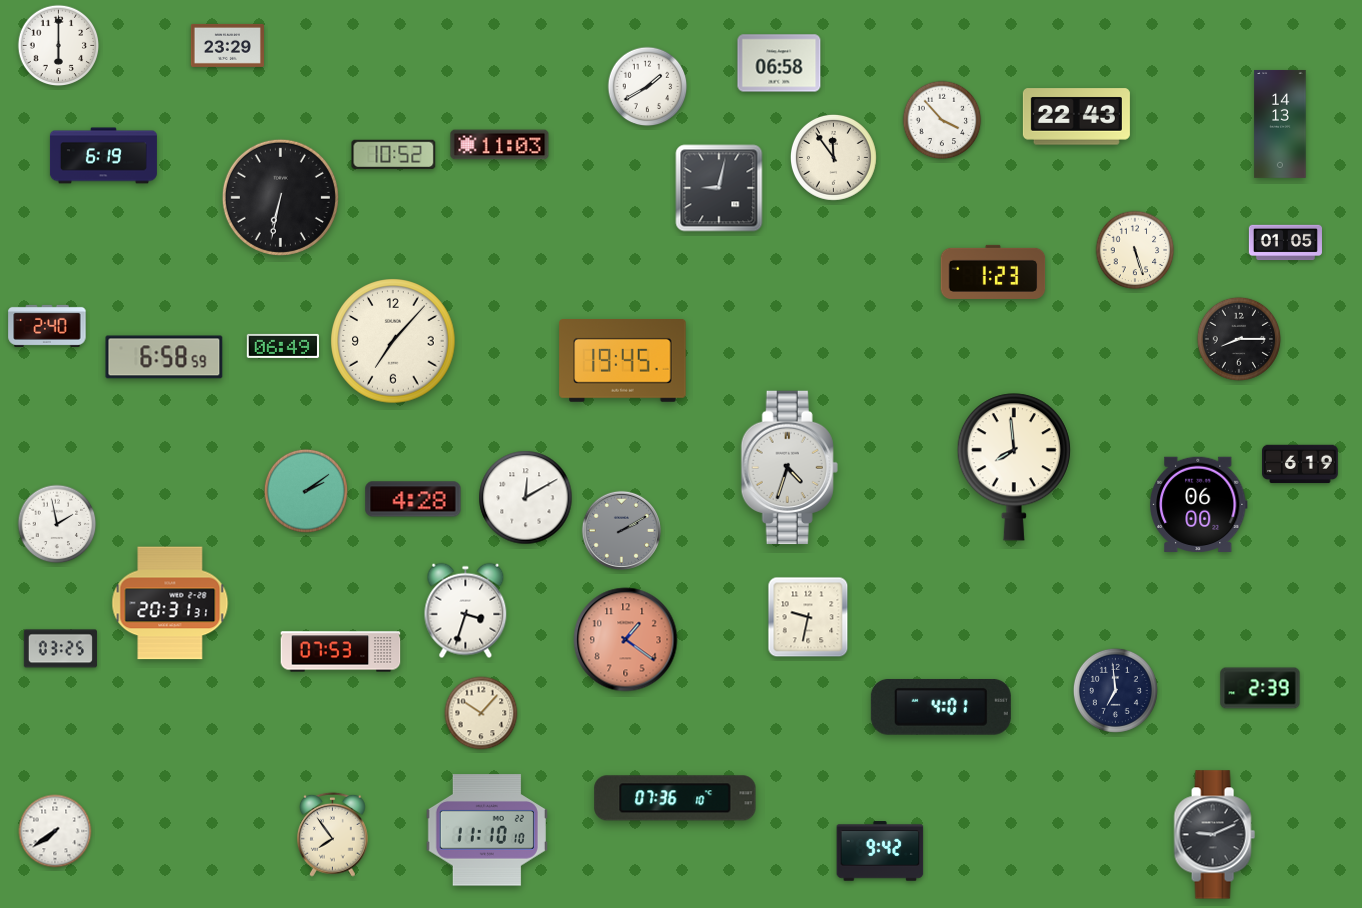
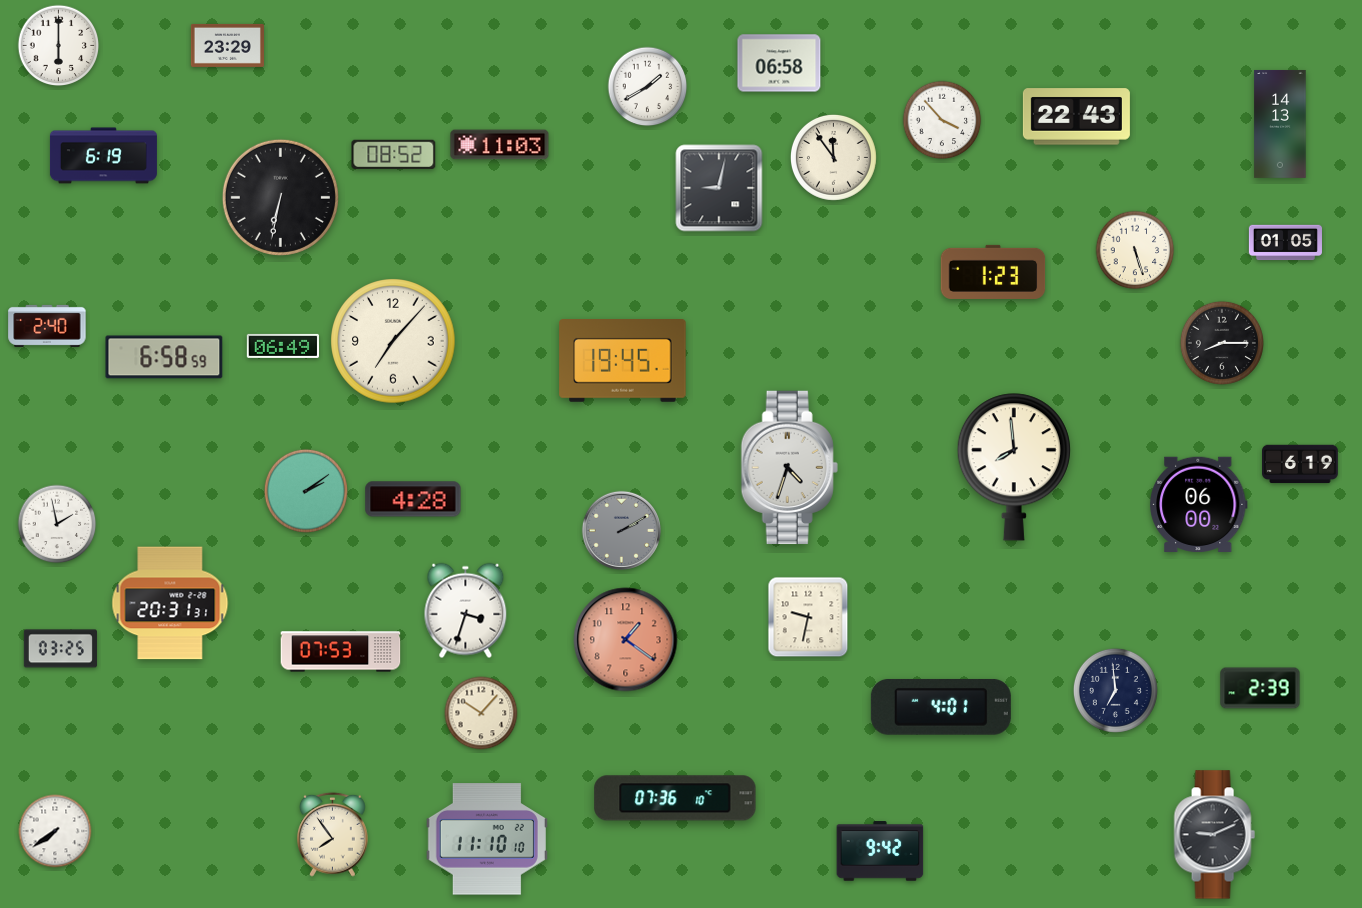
clock at (394, 154): 10:52 -> 08:52
clock at (1239, 339) position: (1239, 339) -> (1222, 343)
clock at (526, 498): 12:10 -> none
clock at (487, 830) position: (487, 830) -> (487, 839)
